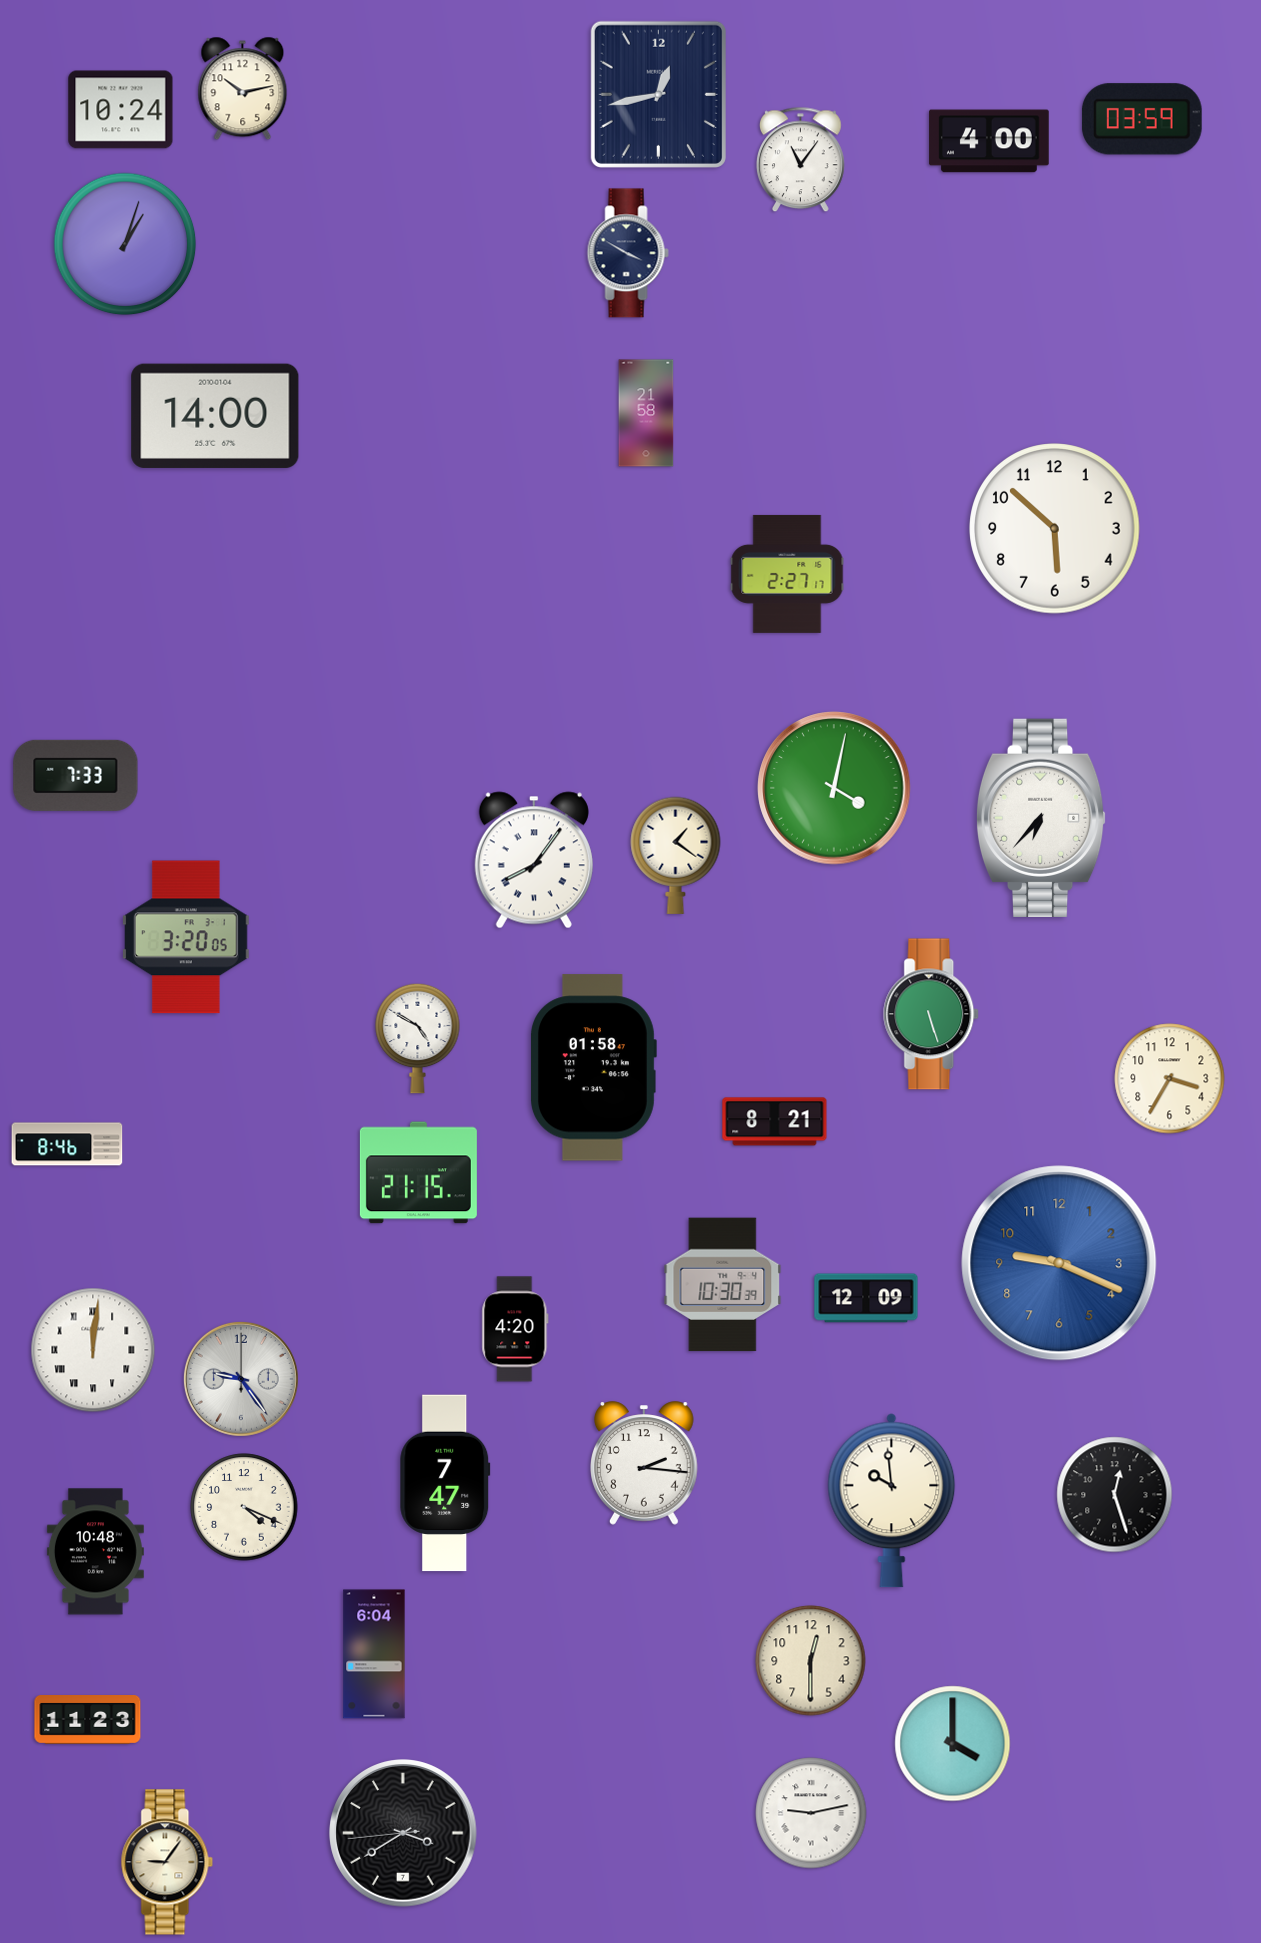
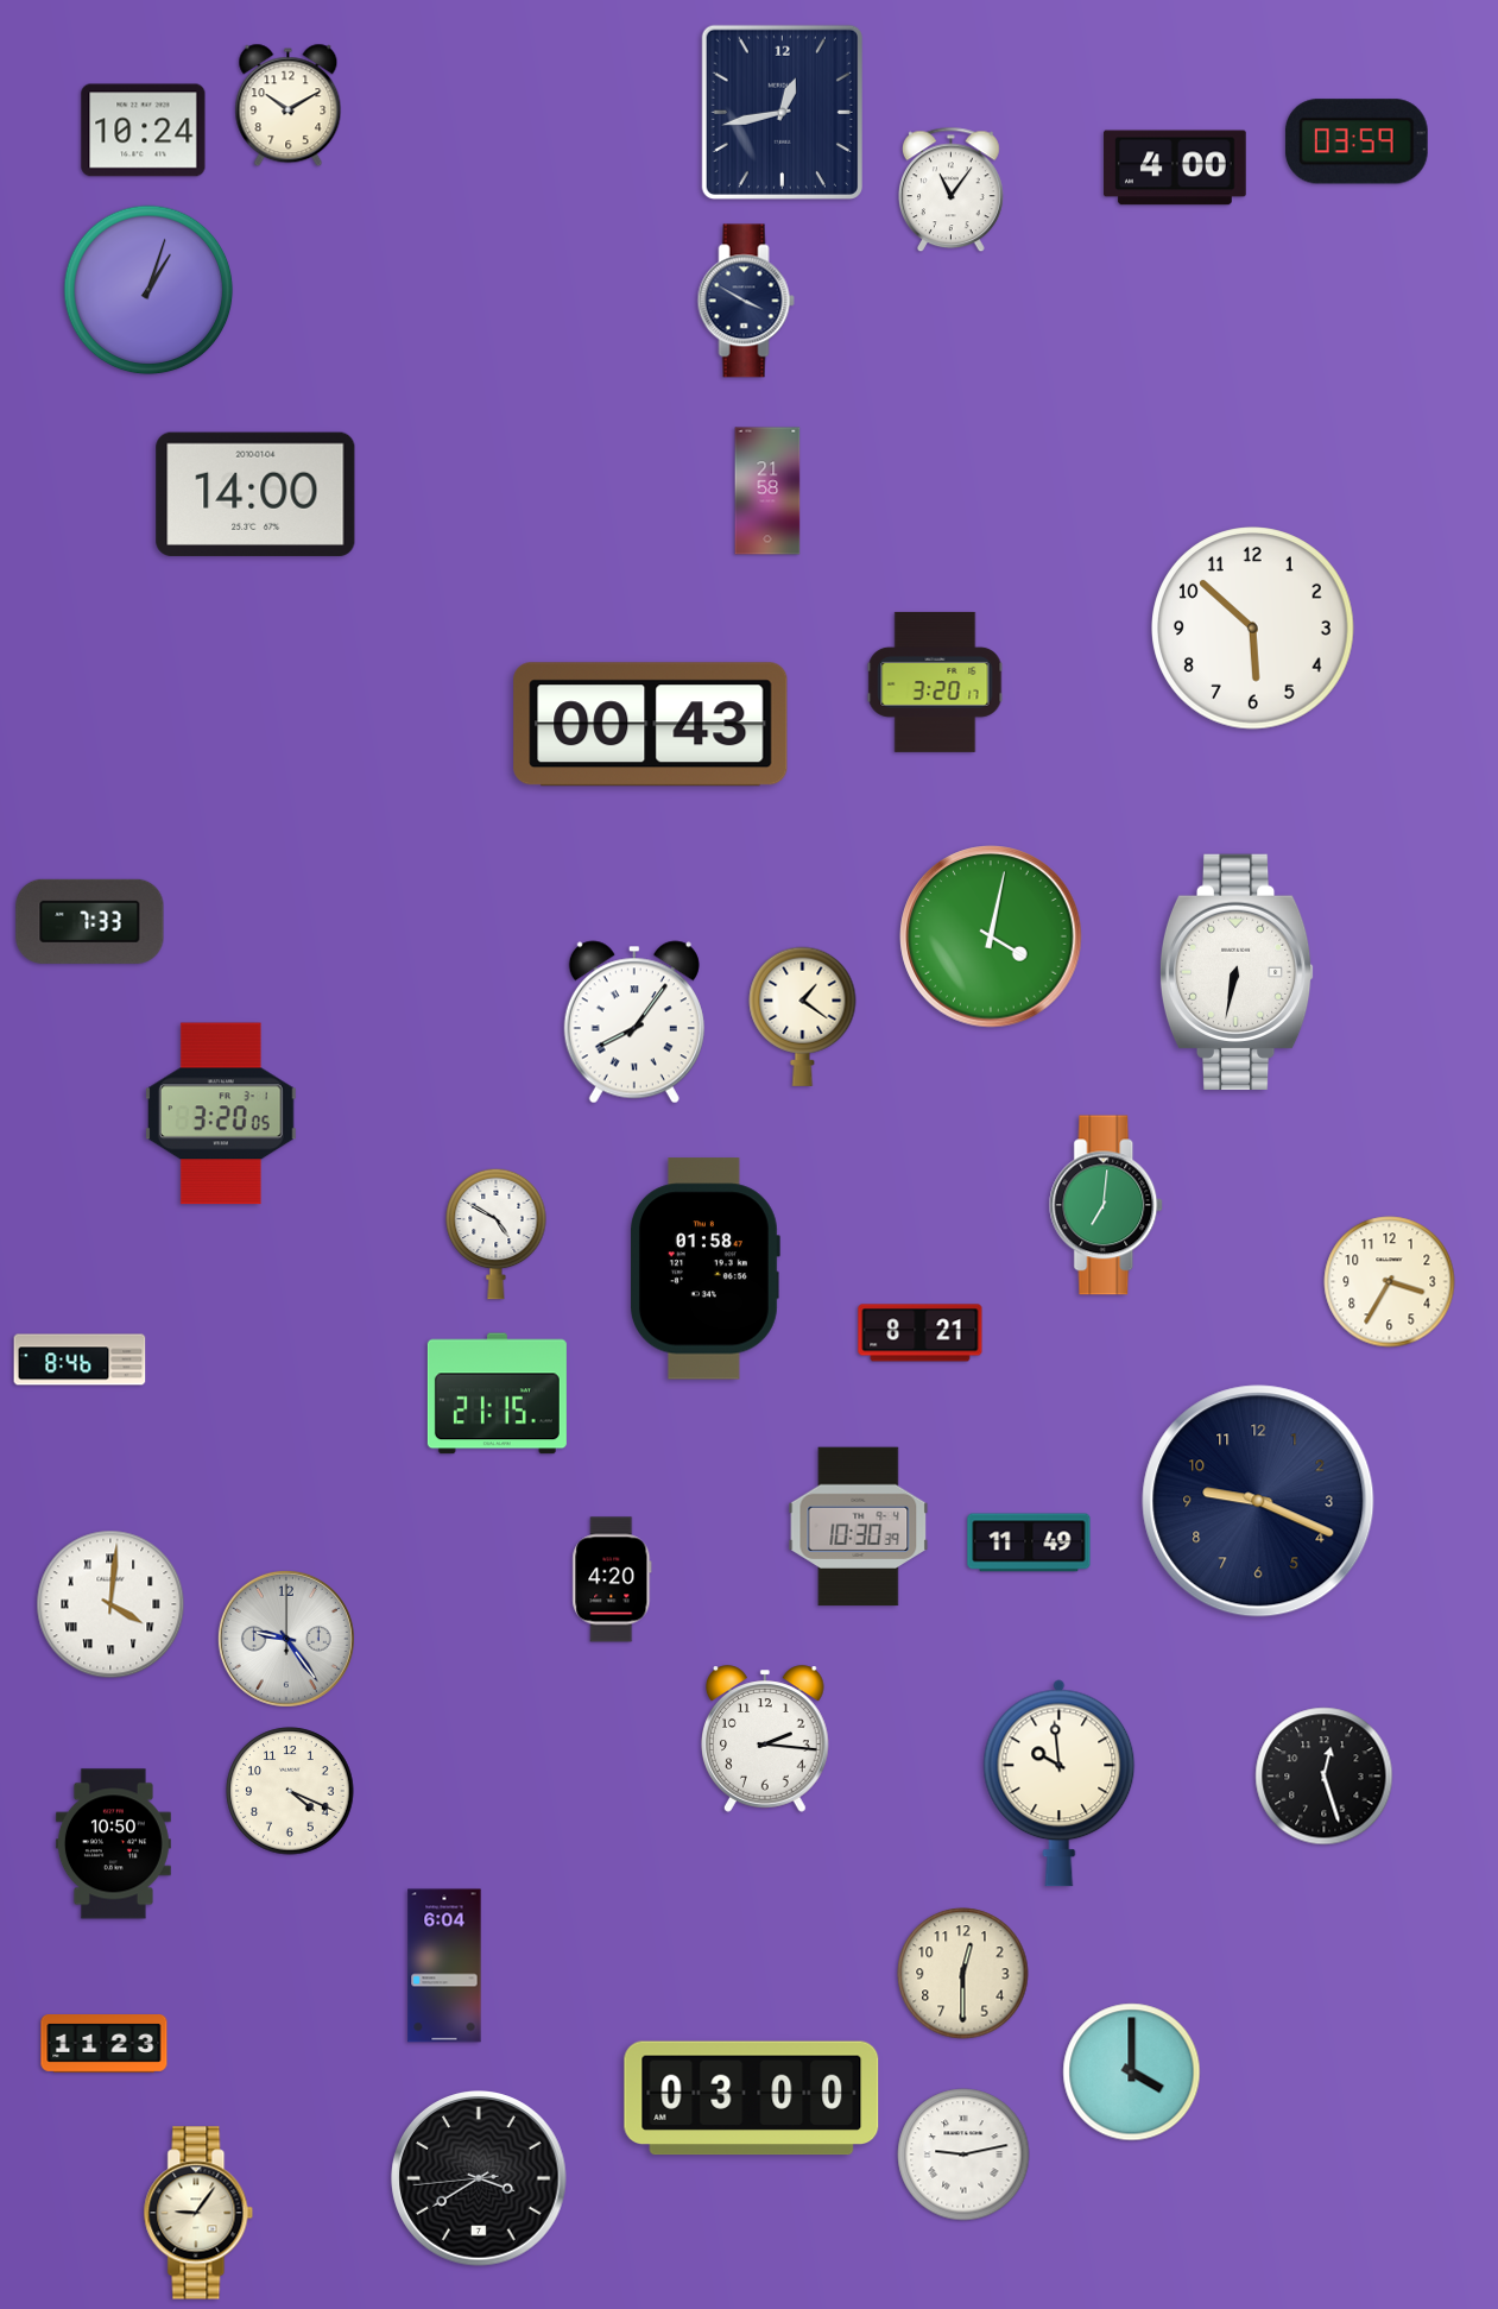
clock at (243, 89): 10:13 -> 10:10
clock at (787, 574): 2:27 -> 3:20
clock at (651, 725): none -> 00:43
clock at (1041, 818): 6:37 -> 6:32
clock at (932, 1014): 5:27 -> 7:01
clock at (1059, 1263) dial: blue -> navy
clock at (866, 1298): 12:09 -> 11:49
clock at (93, 1350): 12:01 -> 4:01
clock at (445, 1483): 7:47 -> none
clock at (95, 1552): 10:48 -> 10:50
clock at (752, 2099): none -> 03:00
